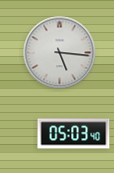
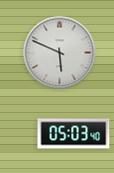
clock at (60, 53): 5:16 -> 5:49
